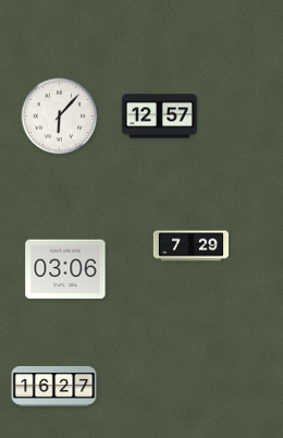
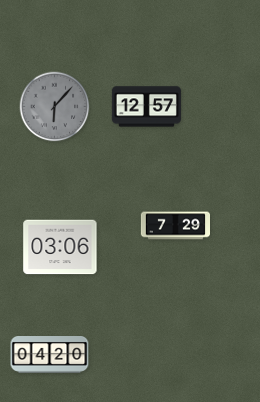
clock at (60, 117) dial: white -> grey
clock at (54, 387): 16:27 -> 04:20
